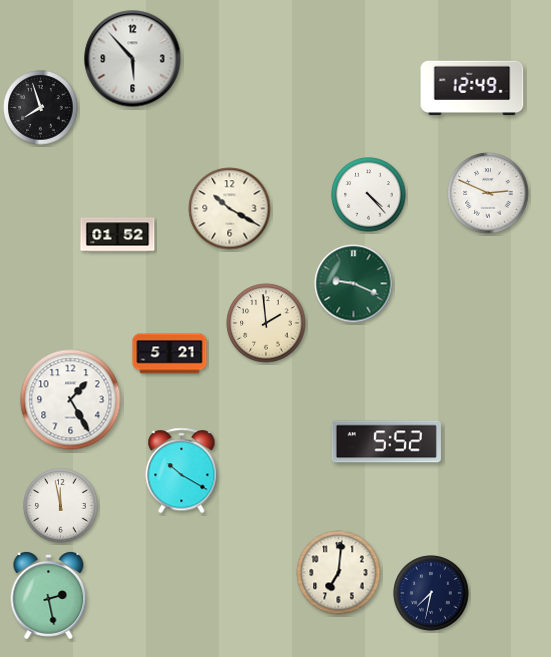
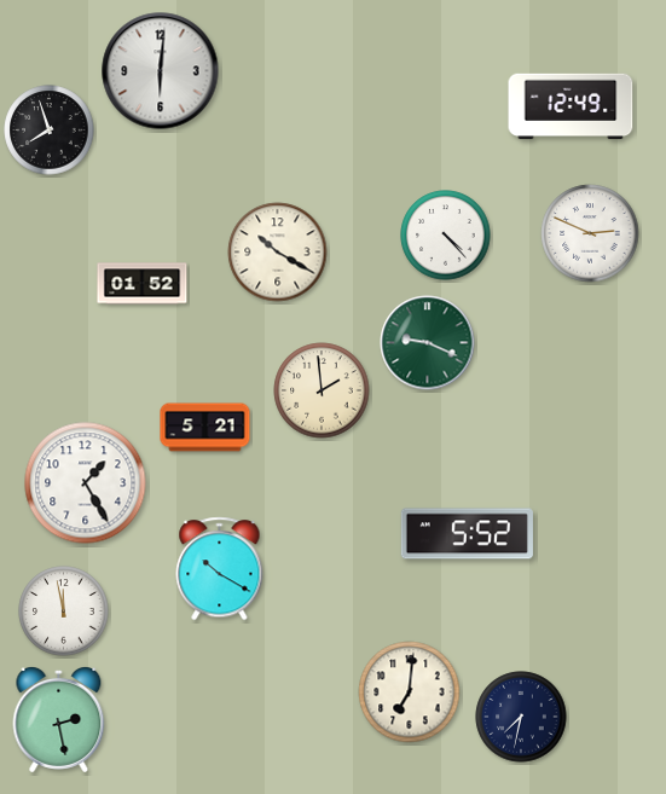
clock at (133, 59): 5:53 -> 6:01
clock at (61, 506) position: (61, 506) -> (64, 612)
